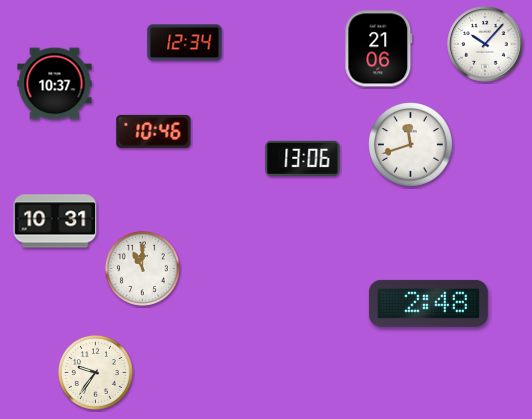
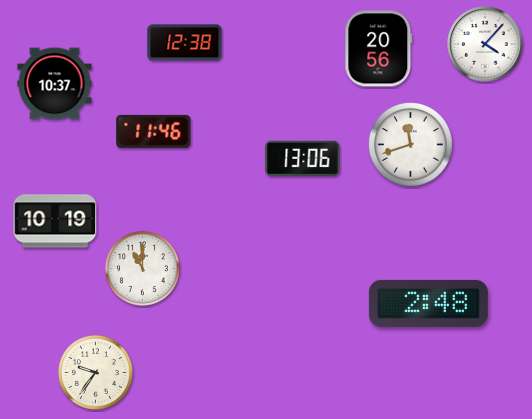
clock at (185, 43): 12:34 -> 12:38
clock at (485, 44): 10:07 -> 4:07
clock at (379, 49): 21:06 -> 20:56
clock at (154, 131): 10:46 -> 11:46
clock at (55, 221): 10:31 -> 10:19
